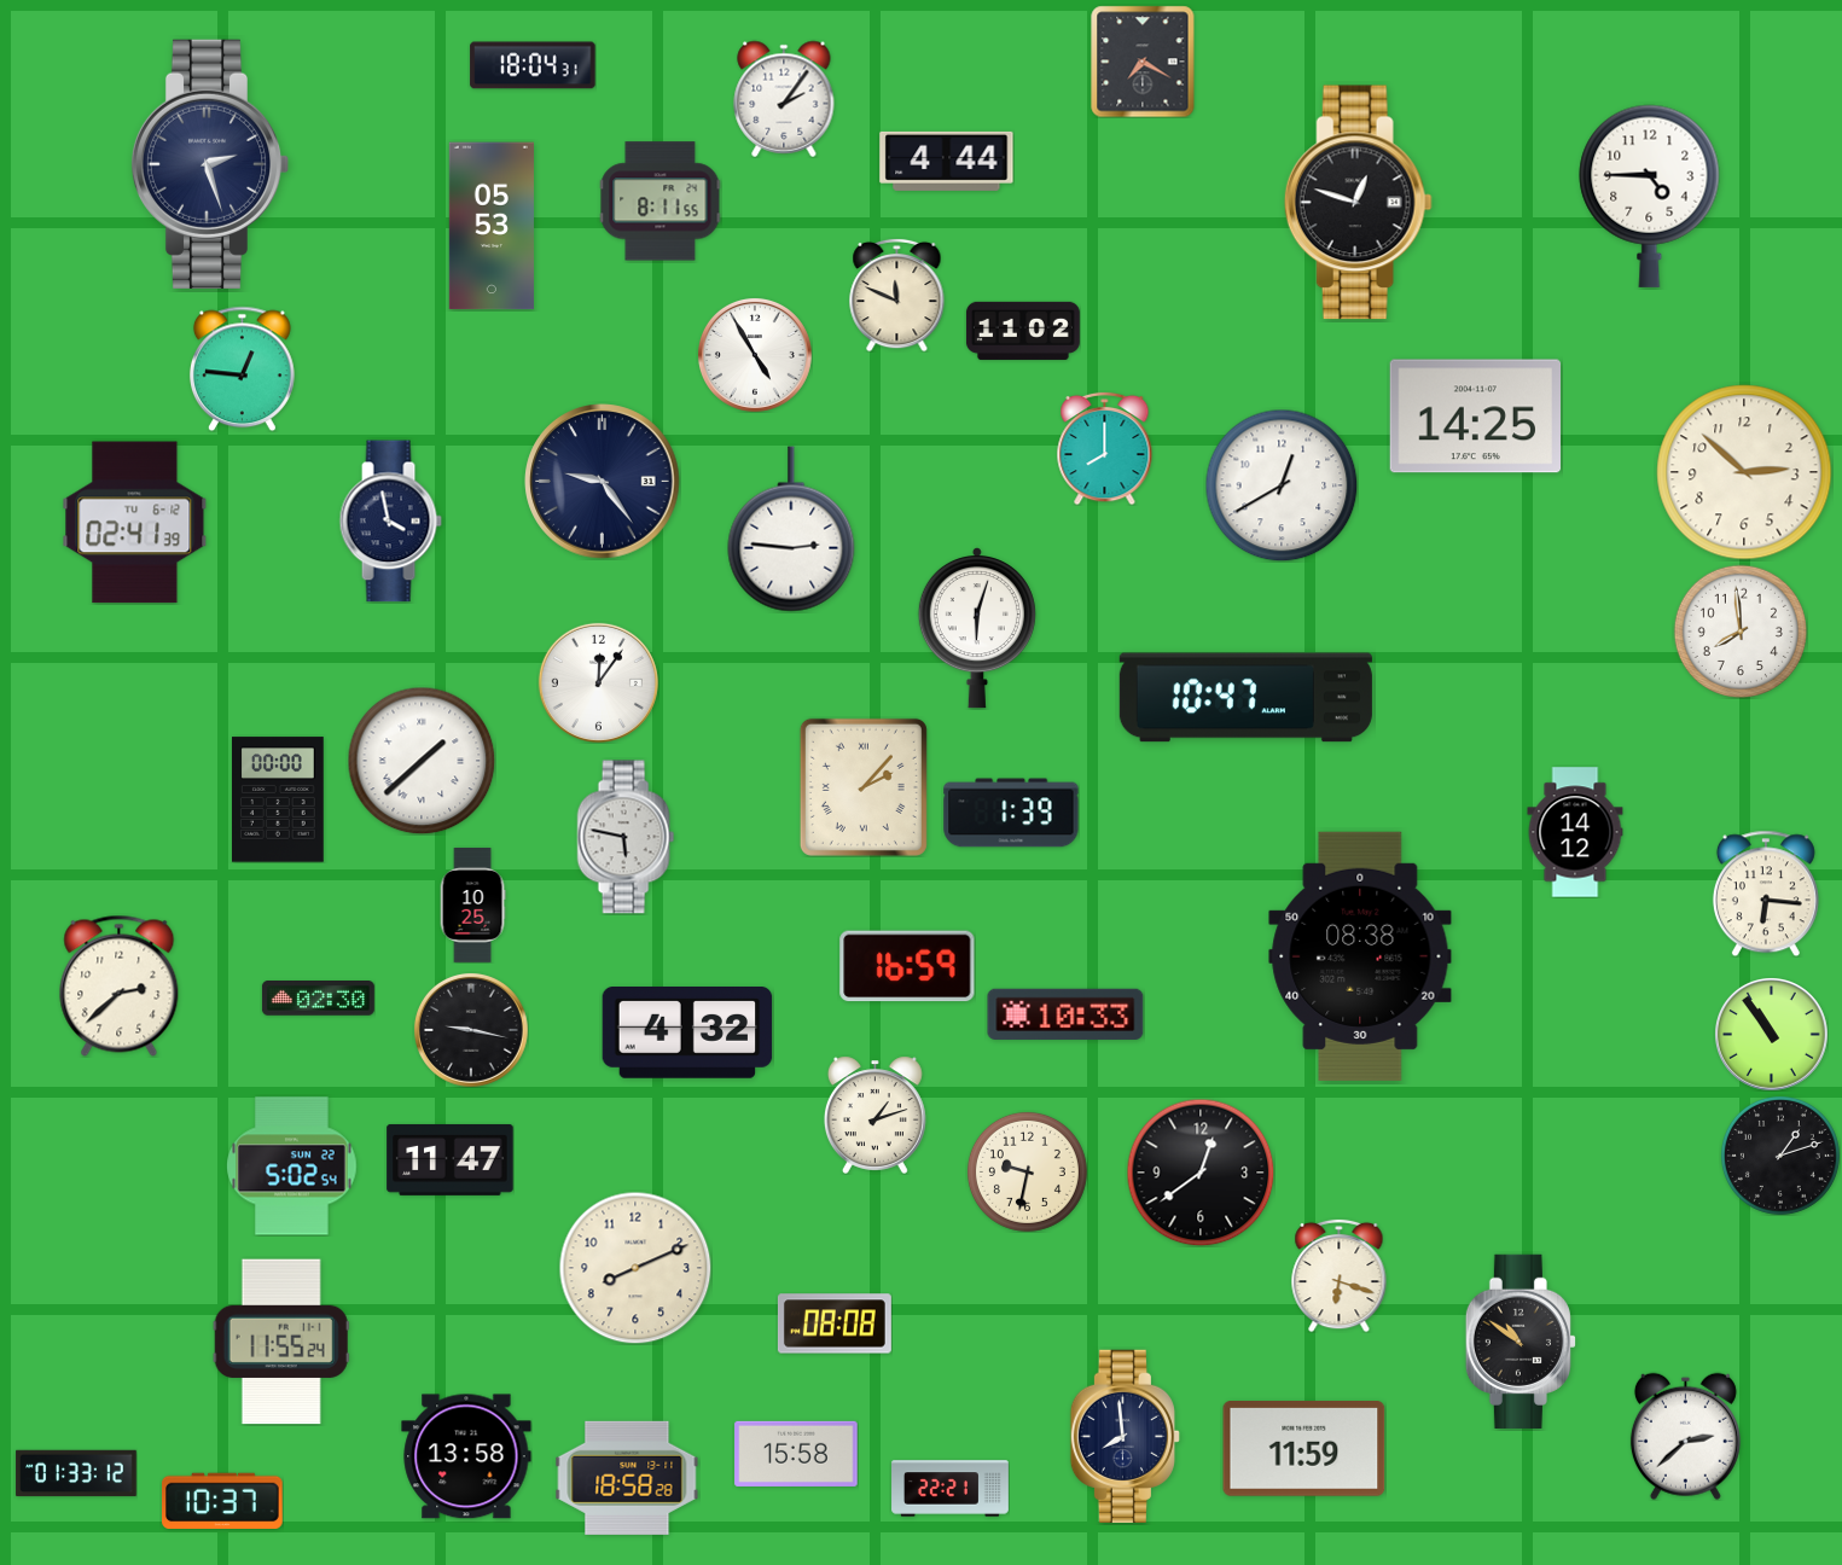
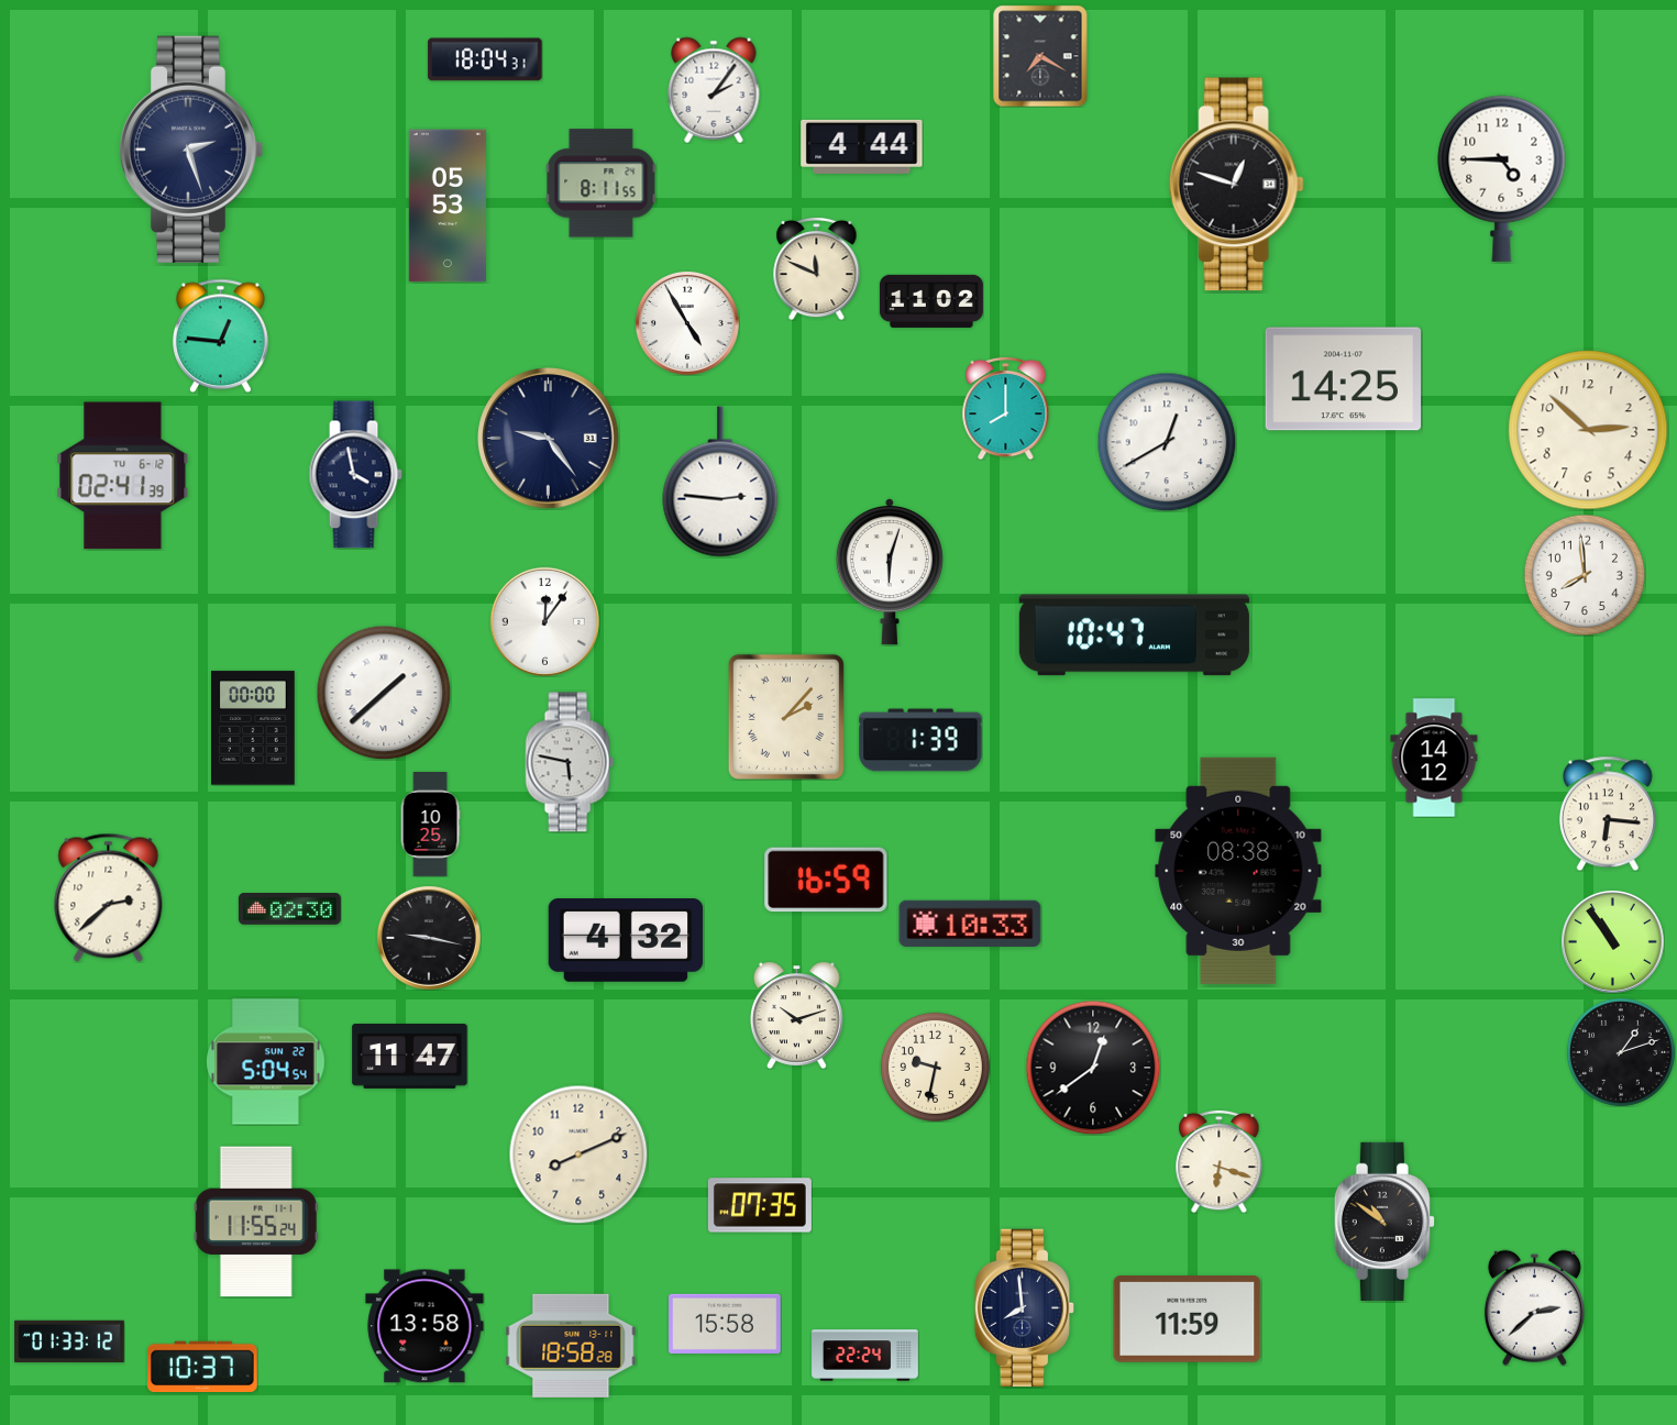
clock at (874, 1115): 1:12 -> 10:12
clock at (292, 1167): 5:02 -> 5:04
clock at (835, 1323): 08:08 -> 07:35
clock at (951, 1489): 22:21 -> 22:24
